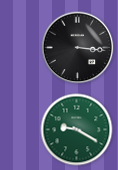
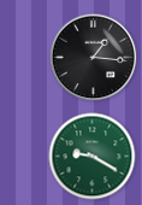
clock at (78, 48): 3:16 -> 1:16
